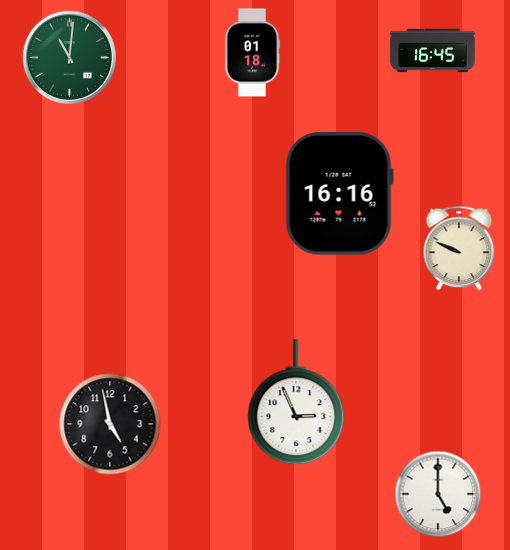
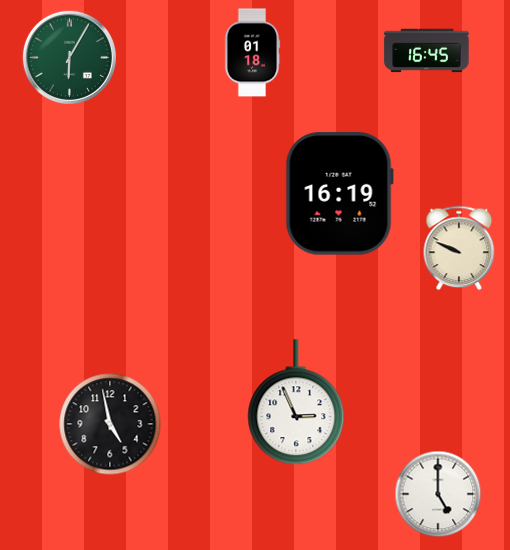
clock at (433, 51) position: (433, 51) -> (427, 51)
clock at (69, 57): 11:01 -> 6:05
clock at (339, 194): 16:16 -> 16:19
